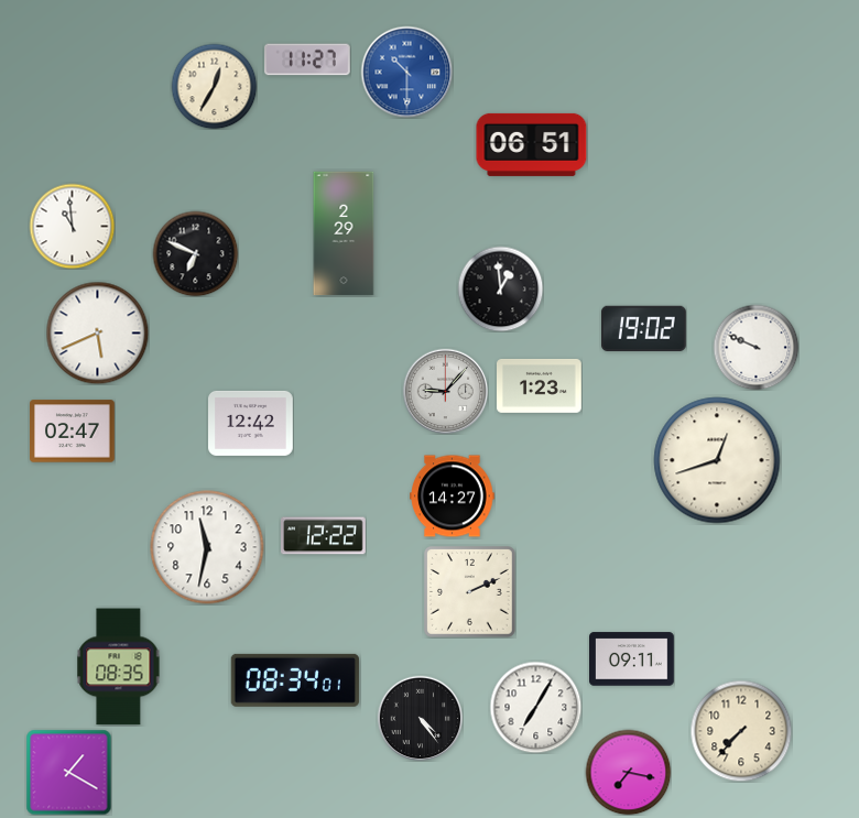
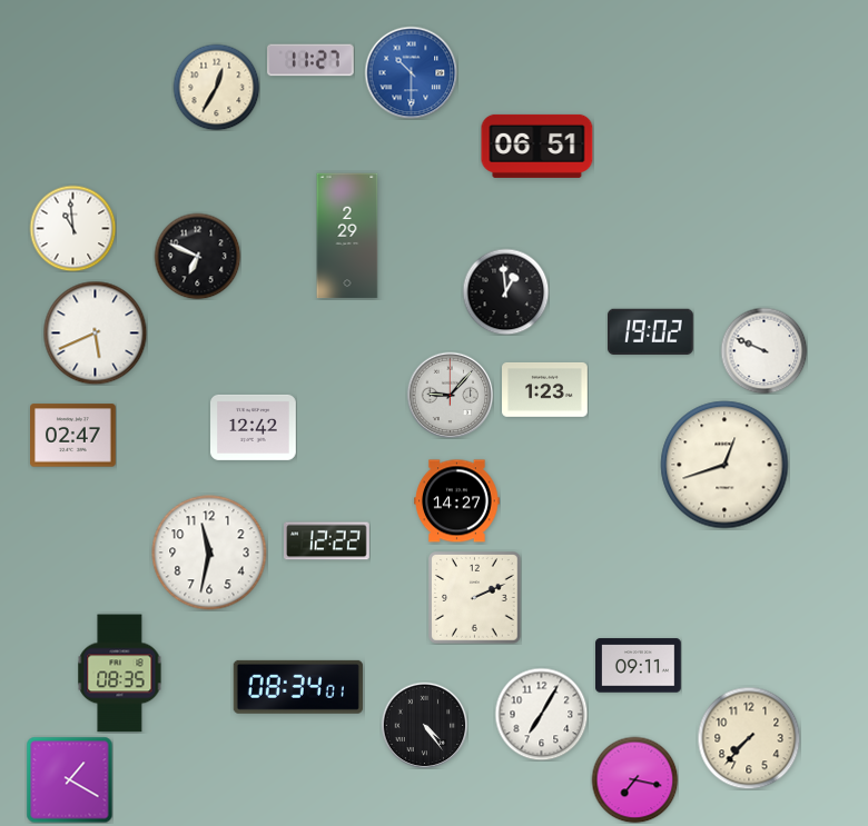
clock at (97, 332) position: (97, 332) -> (95, 332)
